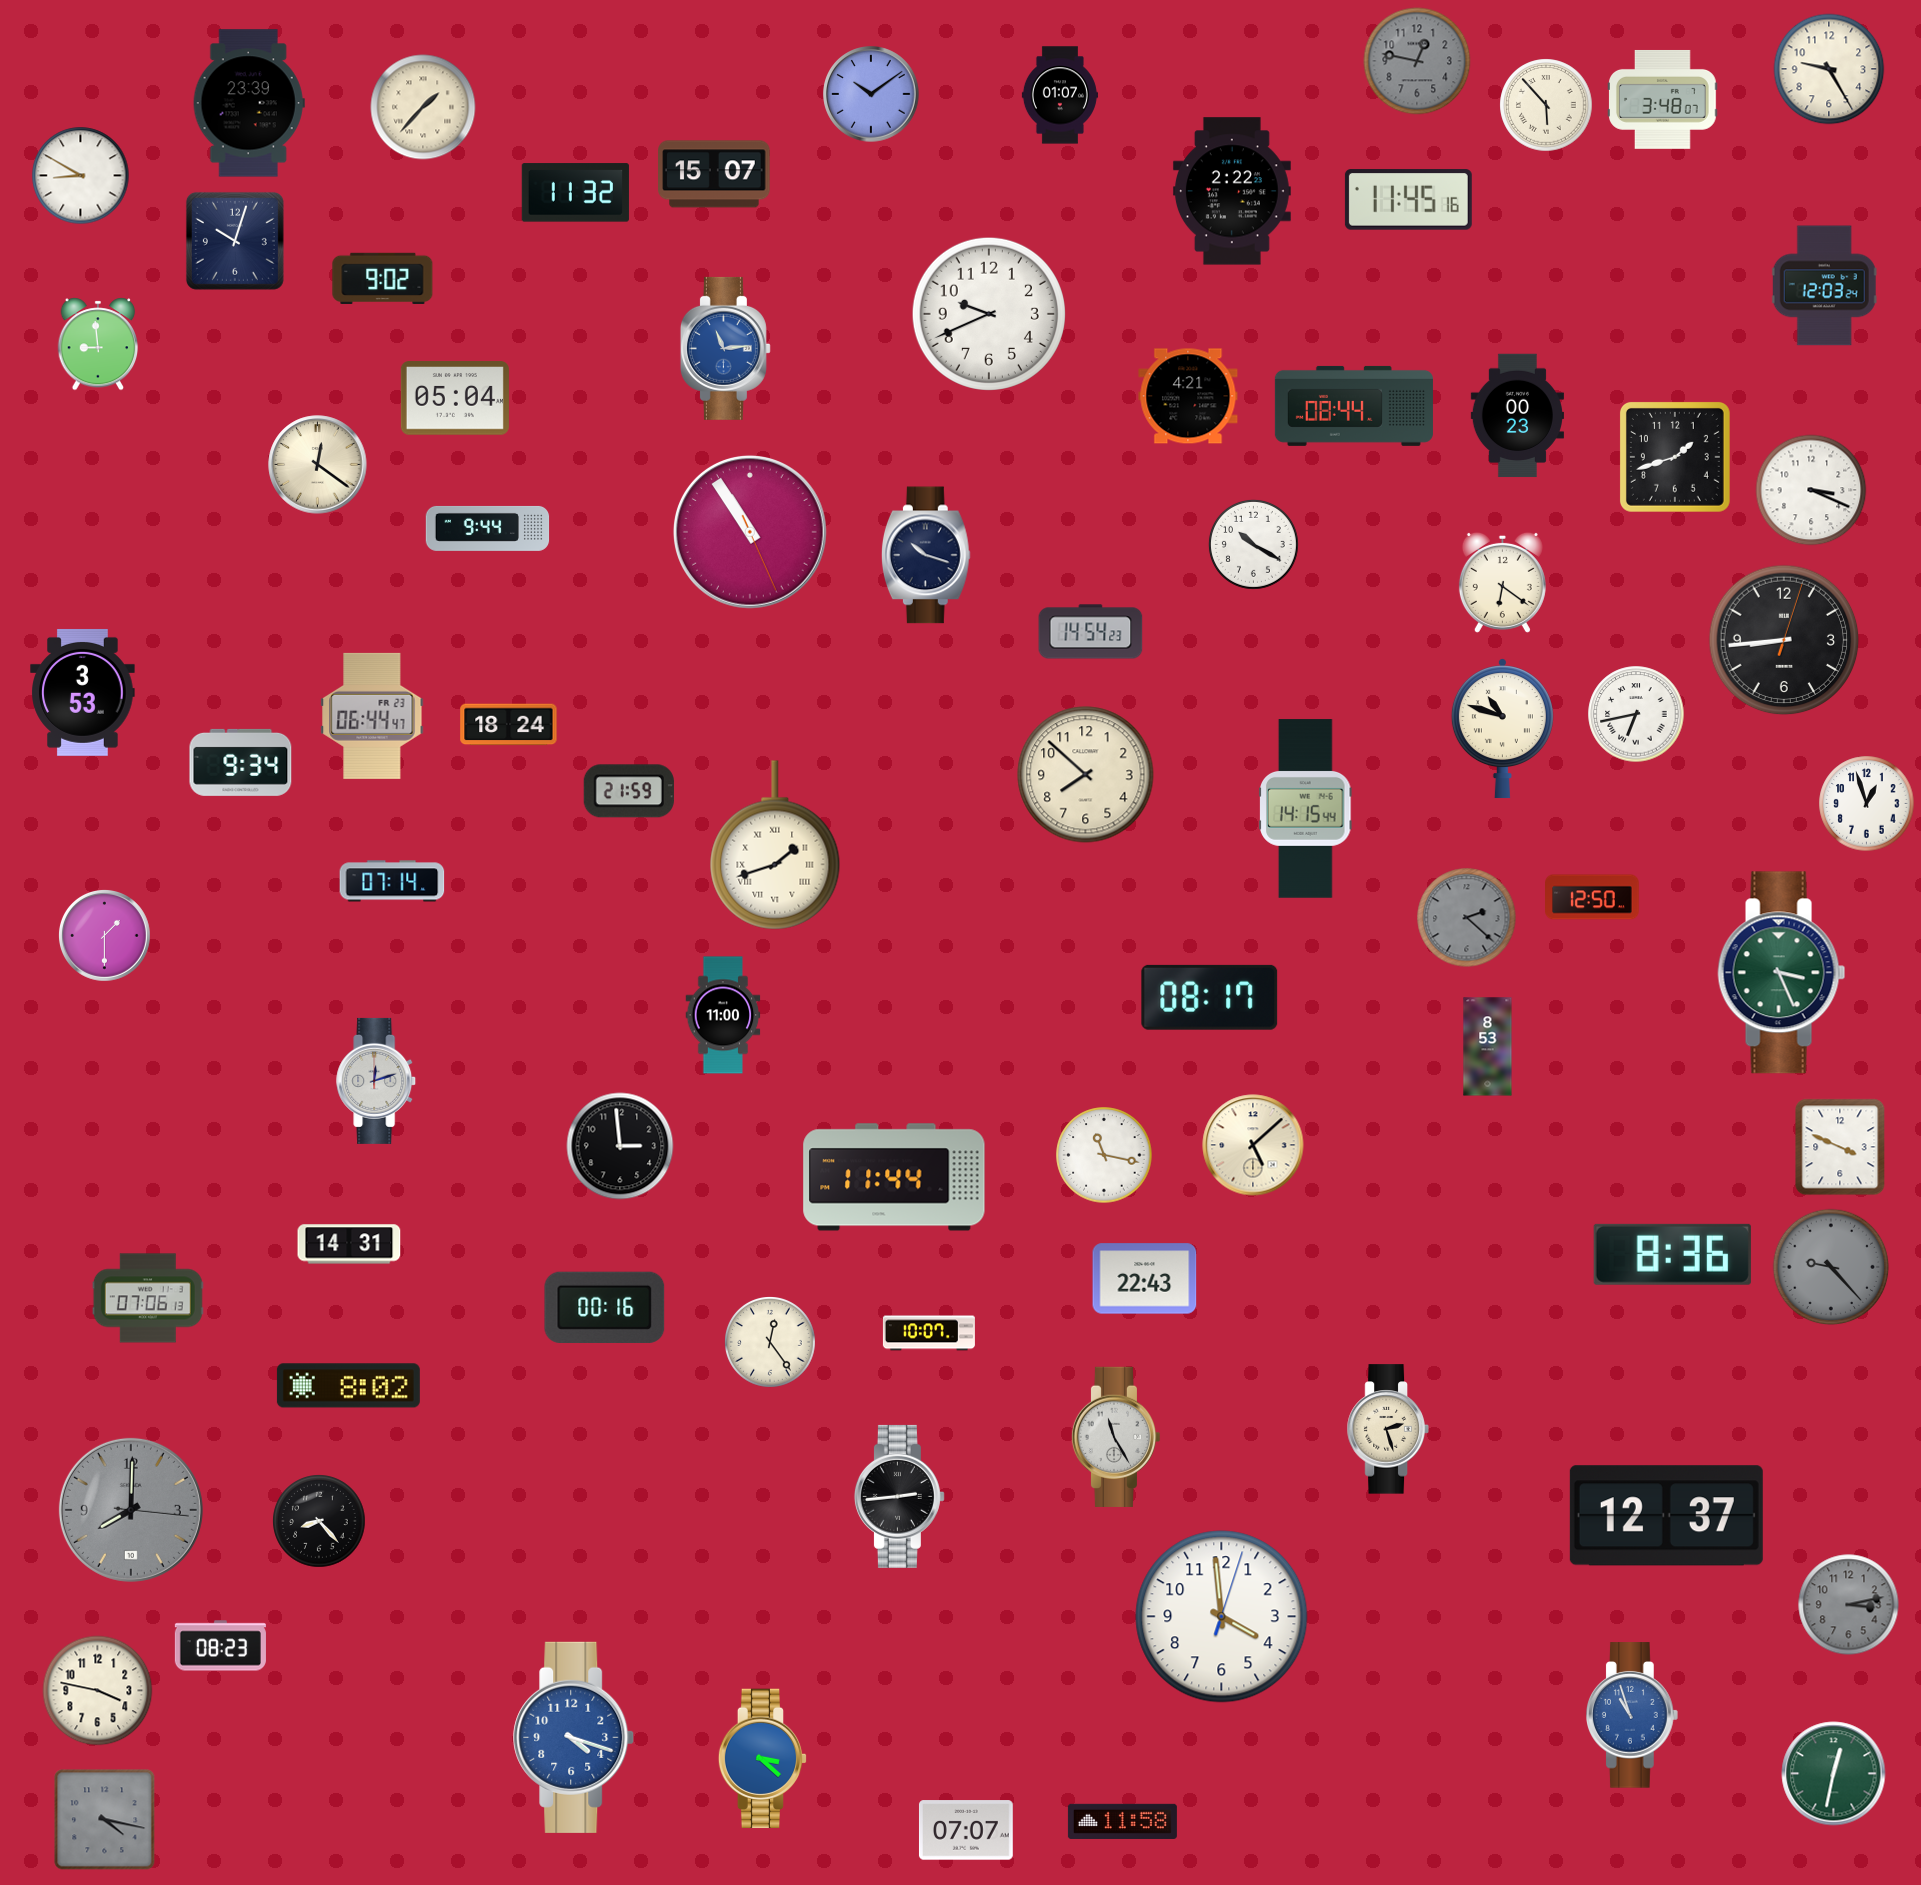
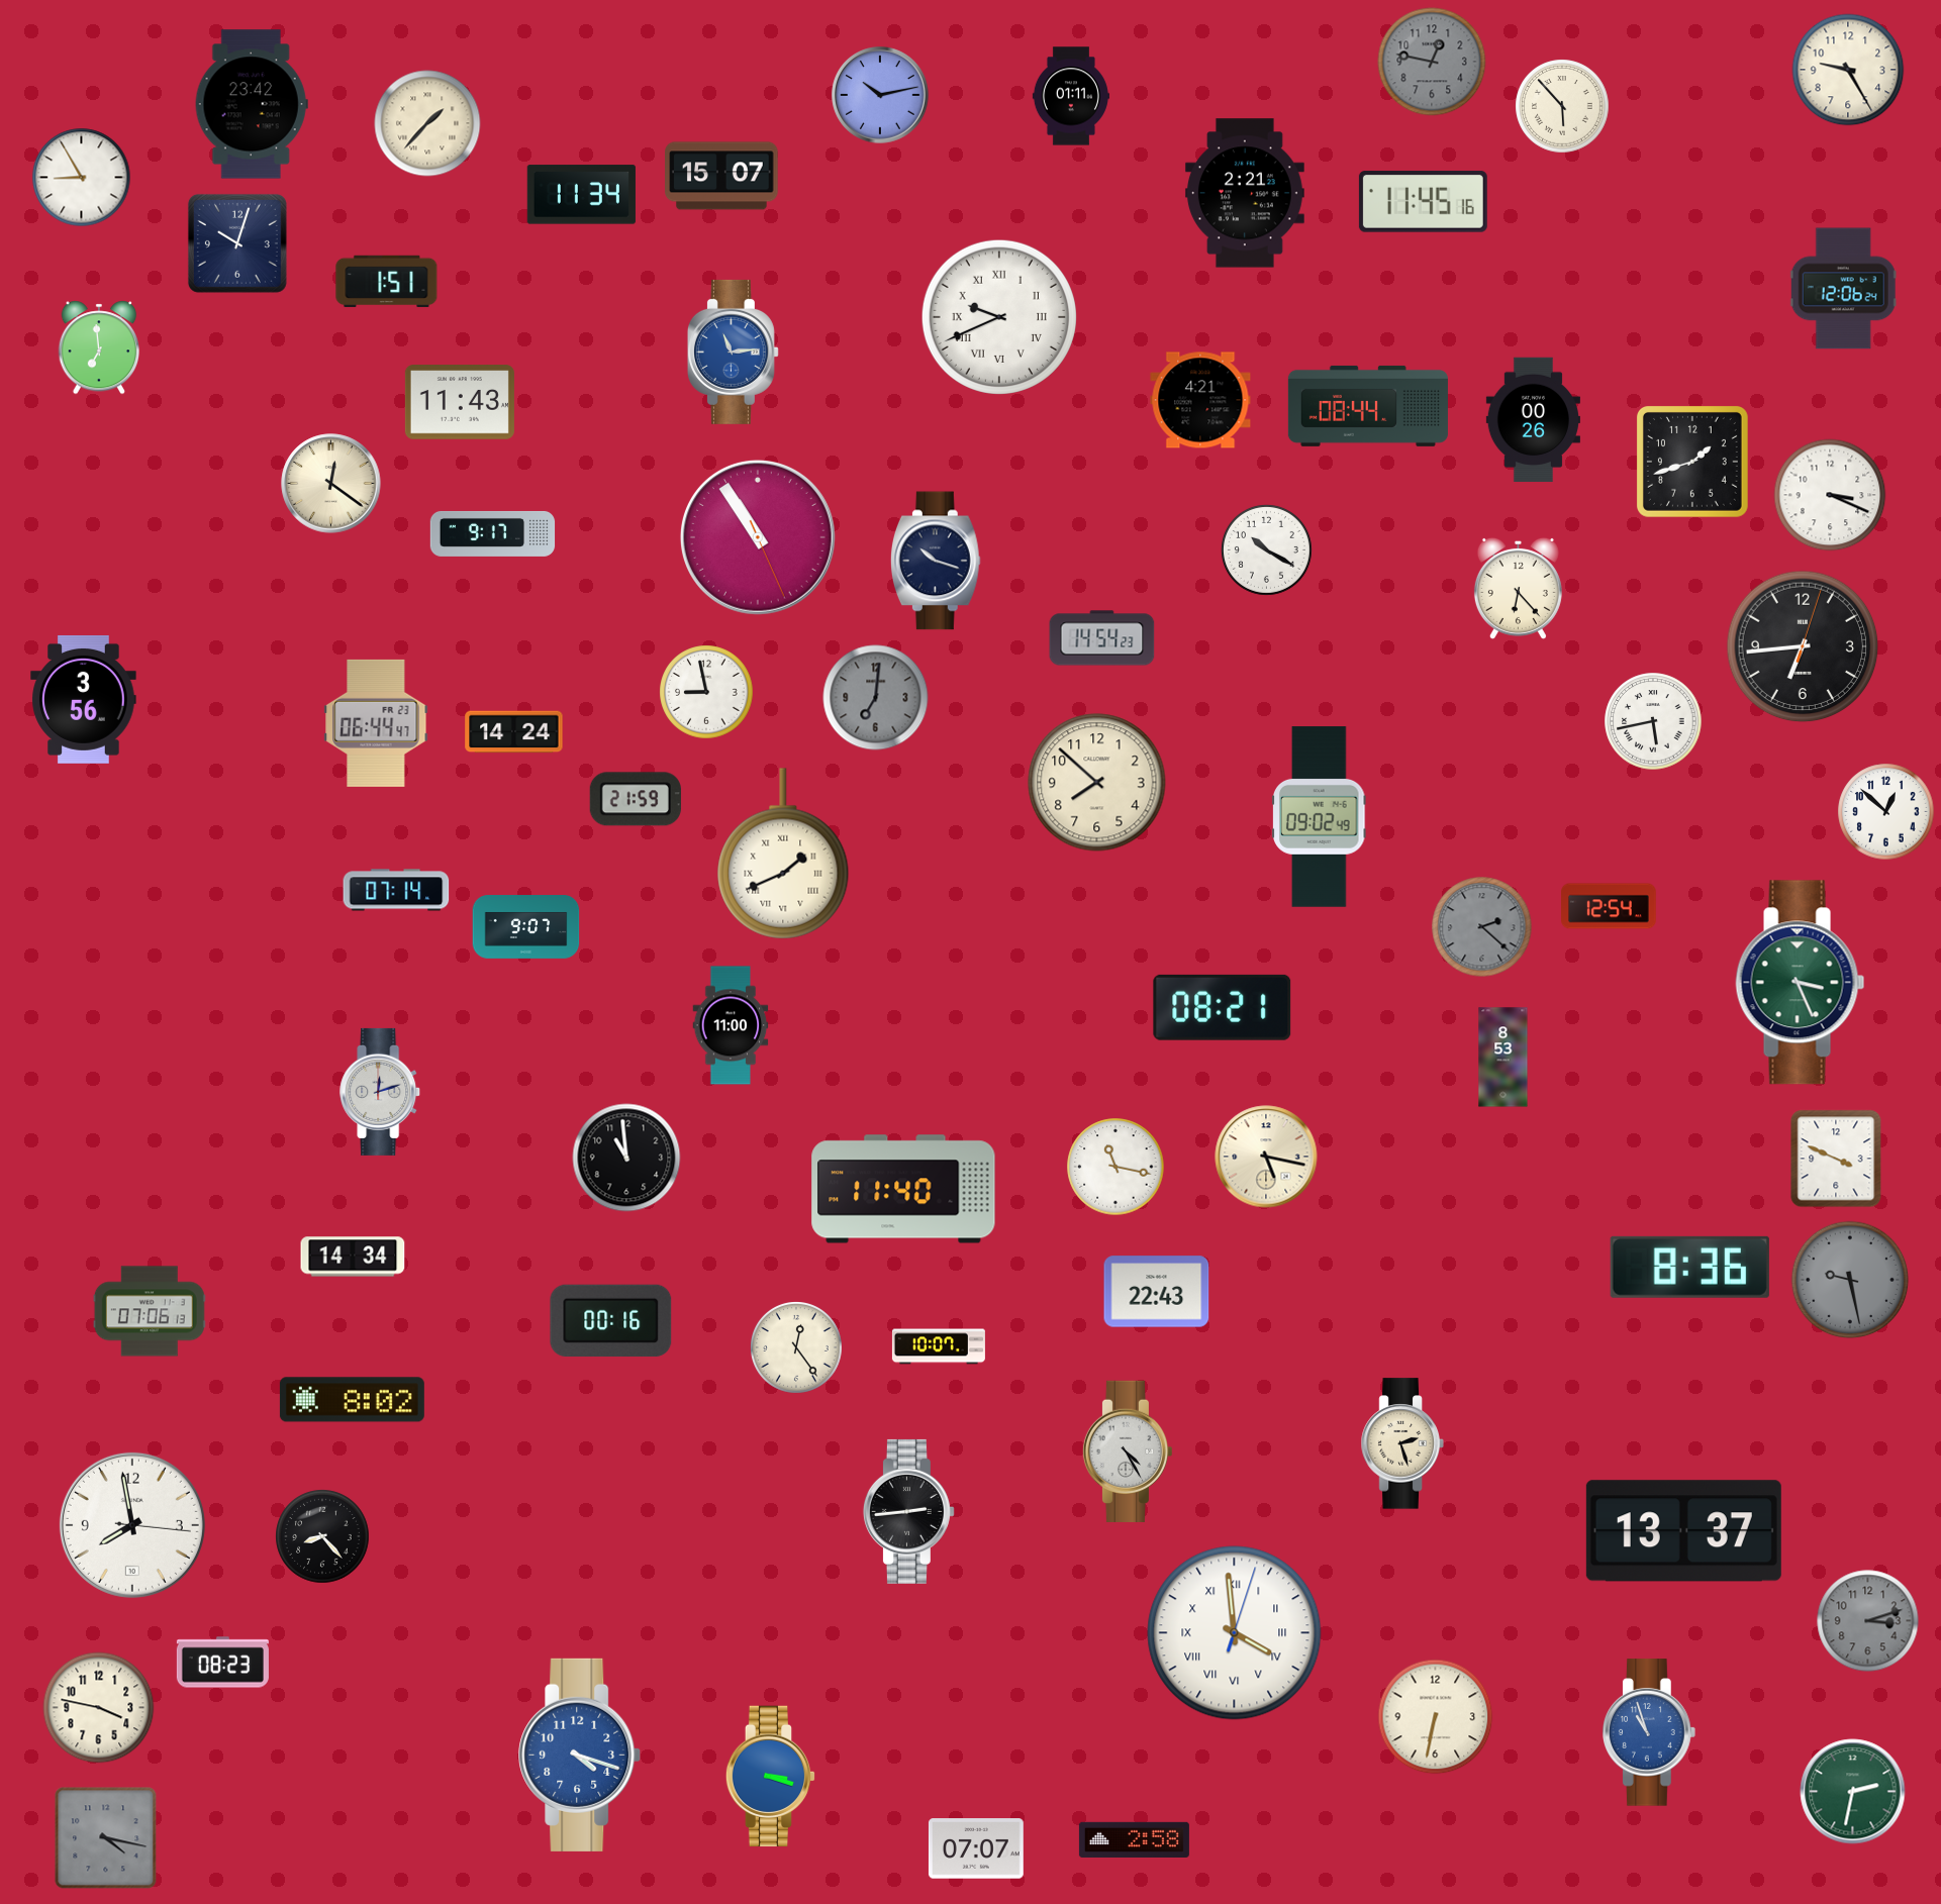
clock at (871, 94): 10:09 -> 10:13
clock at (1060, 95): 01:07 -> 01:11
clock at (1663, 99): 3:48 -> none
clock at (249, 103): 23:39 -> 23:42
clock at (423, 107) position: (423, 107) -> (427, 123)
clock at (81, 176): 8:50 -> 8:55
clock at (1232, 191): 2:22 -> 2:21
clock at (575, 193): 11:32 -> 11:34
clock at (383, 278): 9:02 -> 1:51
clock at (1824, 286): 12:03 -> 12:06
clock at (989, 314) numerals: Arabic -> Roman
clock at (98, 344): 8:59 -> 6:59
clock at (455, 398): 05:04 -> 11:43
clock at (1354, 406) position: (1354, 406) -> (1368, 406)
clock at (1517, 416): 00:23 -> 00:26
clock at (318, 465) position: (318, 465) -> (331, 484)
clock at (488, 528): 9:44 -> 9:17
clock at (1502, 582): 6:21 -> 6:23
clock at (1784, 640): 8:44 -> 6:44
clock at (706, 692): none -> 8:58
clock at (876, 698): none -> 7:01
clock at (83, 692): 3:53 -> 3:56
clock at (1636, 714): 6:43 -> 5:43
clock at (509, 725): 18:24 -> 14:24
clock at (1502, 729): 10:48 -> none
clock at (241, 762): 9:34 -> none
clock at (1867, 804): 12:57 -> 12:52
clock at (1306, 809): 14:15 -> 09:02
clock at (775, 845): 1:42 -> 1:41
clock at (1593, 897): 12:50 -> 12:54
clock at (526, 927): none -> 9:07
clock at (105, 936): 1:30 -> none
clock at (1210, 997): 08:17 -> 08:21
clock at (1253, 1145): 5:08 -> 5:17
clock at (620, 1146): 2:59 -> 10:59
clock at (1840, 1147) position: (1840, 1147) -> (1836, 1159)
clock at (894, 1177): 11:44 -> 11:40
clock at (349, 1244): 14:31 -> 14:34
clock at (1831, 1267): 9:23 -> 9:28
clock at (771, 1343) position: (771, 1343) -> (797, 1348)
clock at (1116, 1437): 11:25 -> 4:25
clock at (131, 1510): 8:00 -> 7:58
clock at (131, 1510) dial: grey -> white
clock at (1666, 1516): 12:37 -> 13:37
clock at (1849, 1605): 3:13 -> 3:12
clock at (1222, 1617) numerals: Arabic -> Roman
clock at (1436, 1717): none -> 6:32
clock at (763, 1759): 3:22 -> 3:18
clock at (1834, 1774): 12:32 -> 2:32
clock at (1122, 1821): 11:58 -> 2:58
